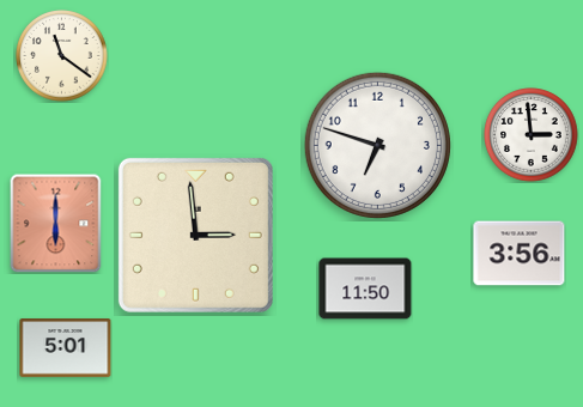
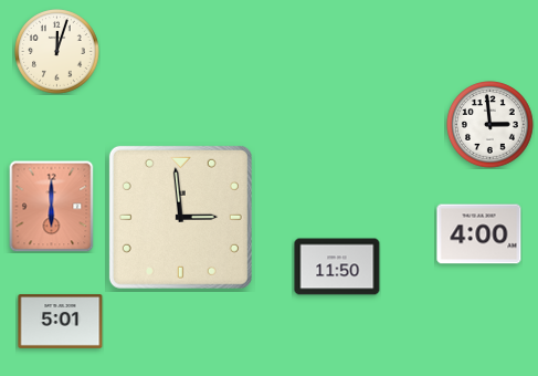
clock at (62, 56): 11:21 -> 12:03
clock at (377, 145): 6:48 -> none
clock at (520, 254): 3:56 -> 4:00
